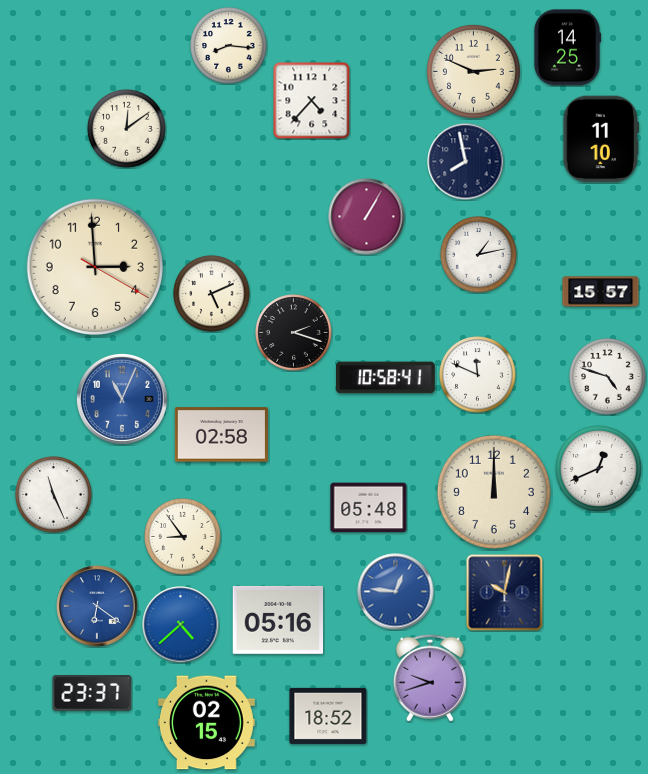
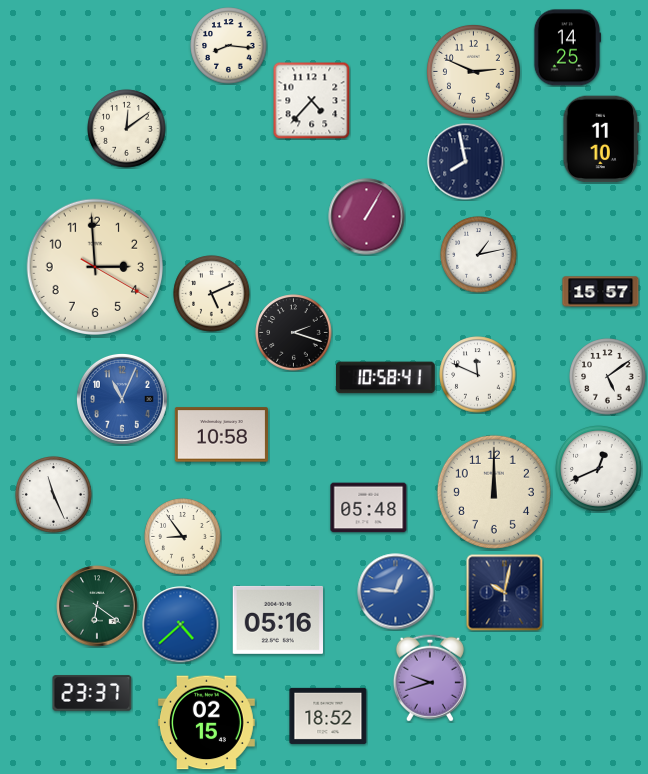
clock at (608, 377): 4:48 -> 5:09
clock at (221, 435): 02:58 -> 10:58
clock at (97, 606) dial: blue -> green
